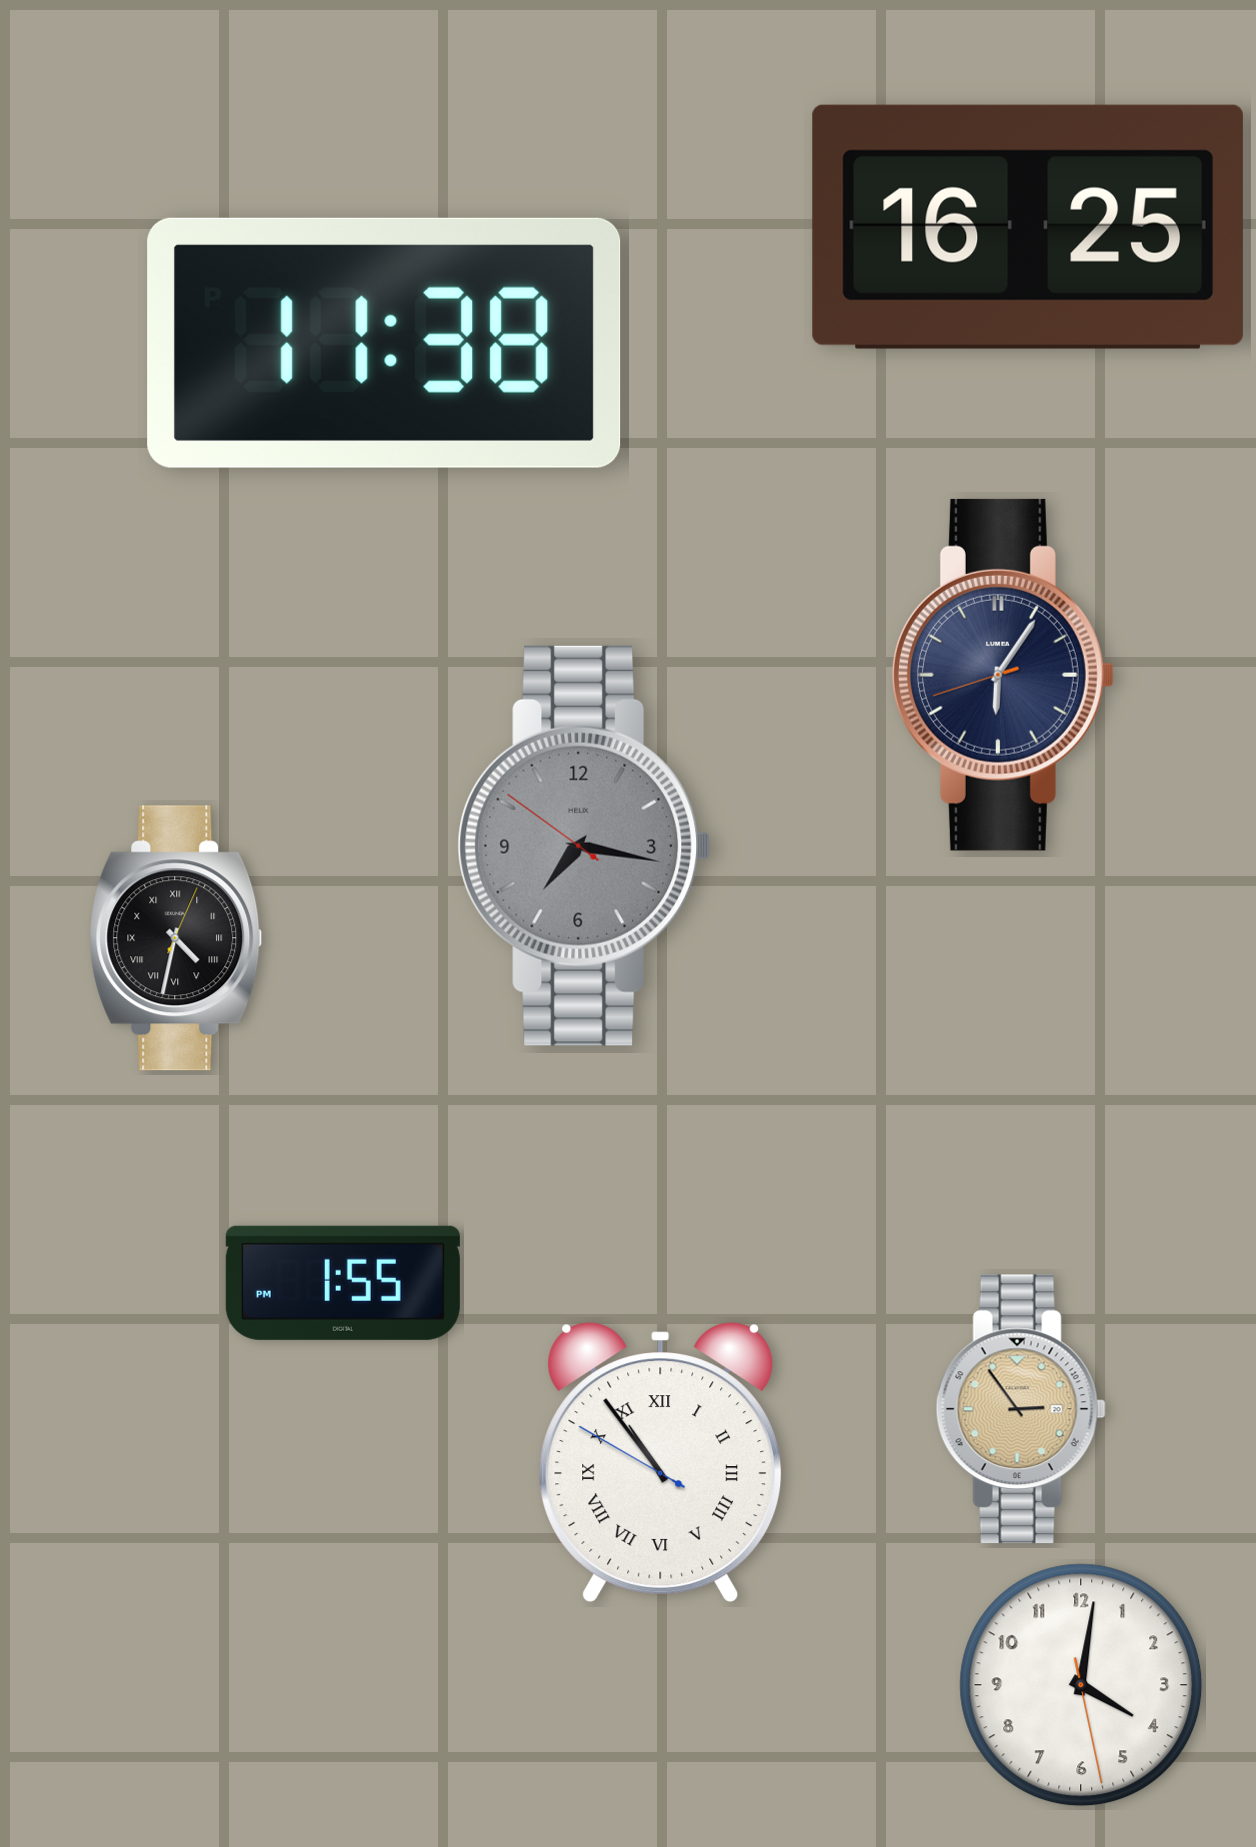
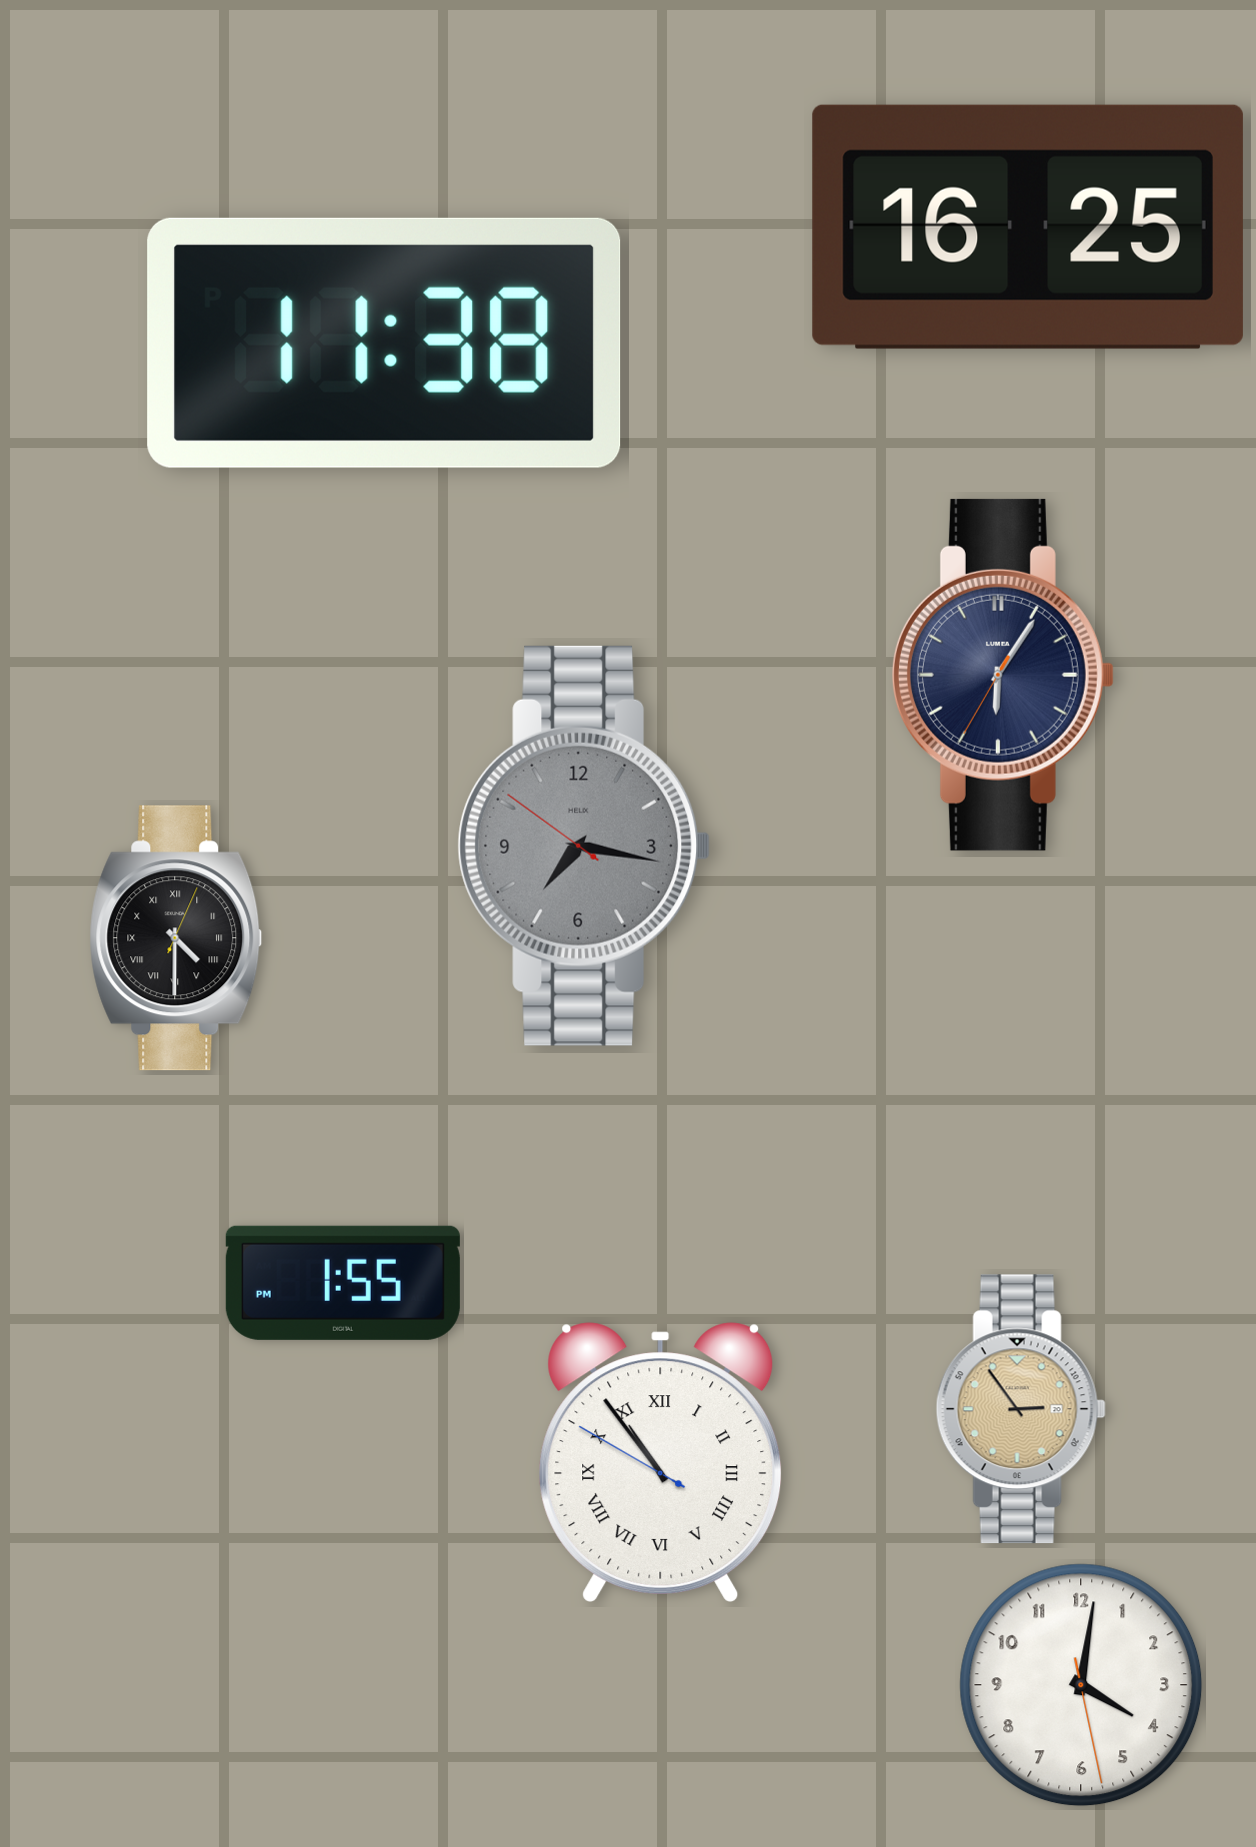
clock at (1003, 675): 6:05:42 -> 6:05:35
clock at (176, 938): 4:32 -> 4:30
